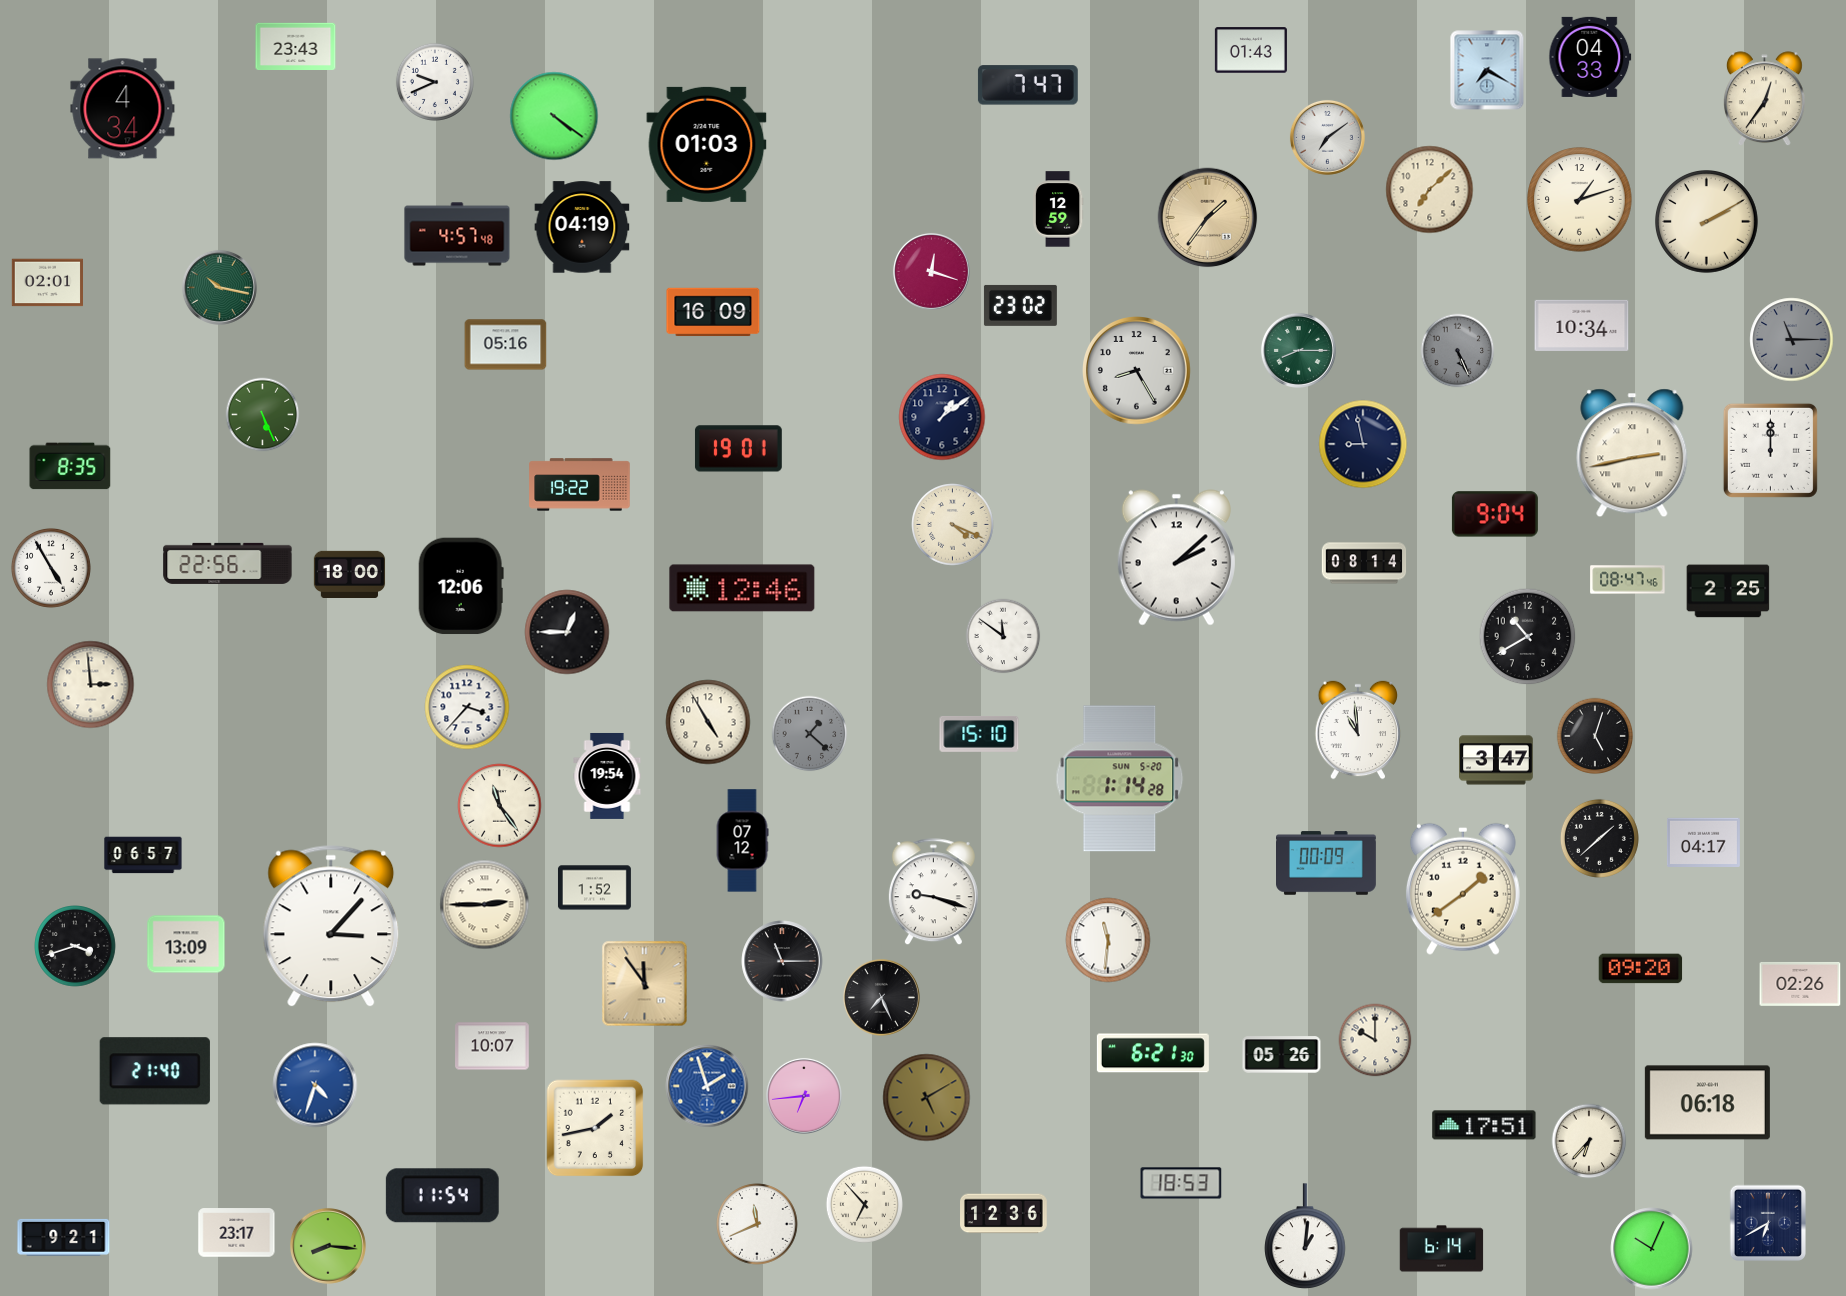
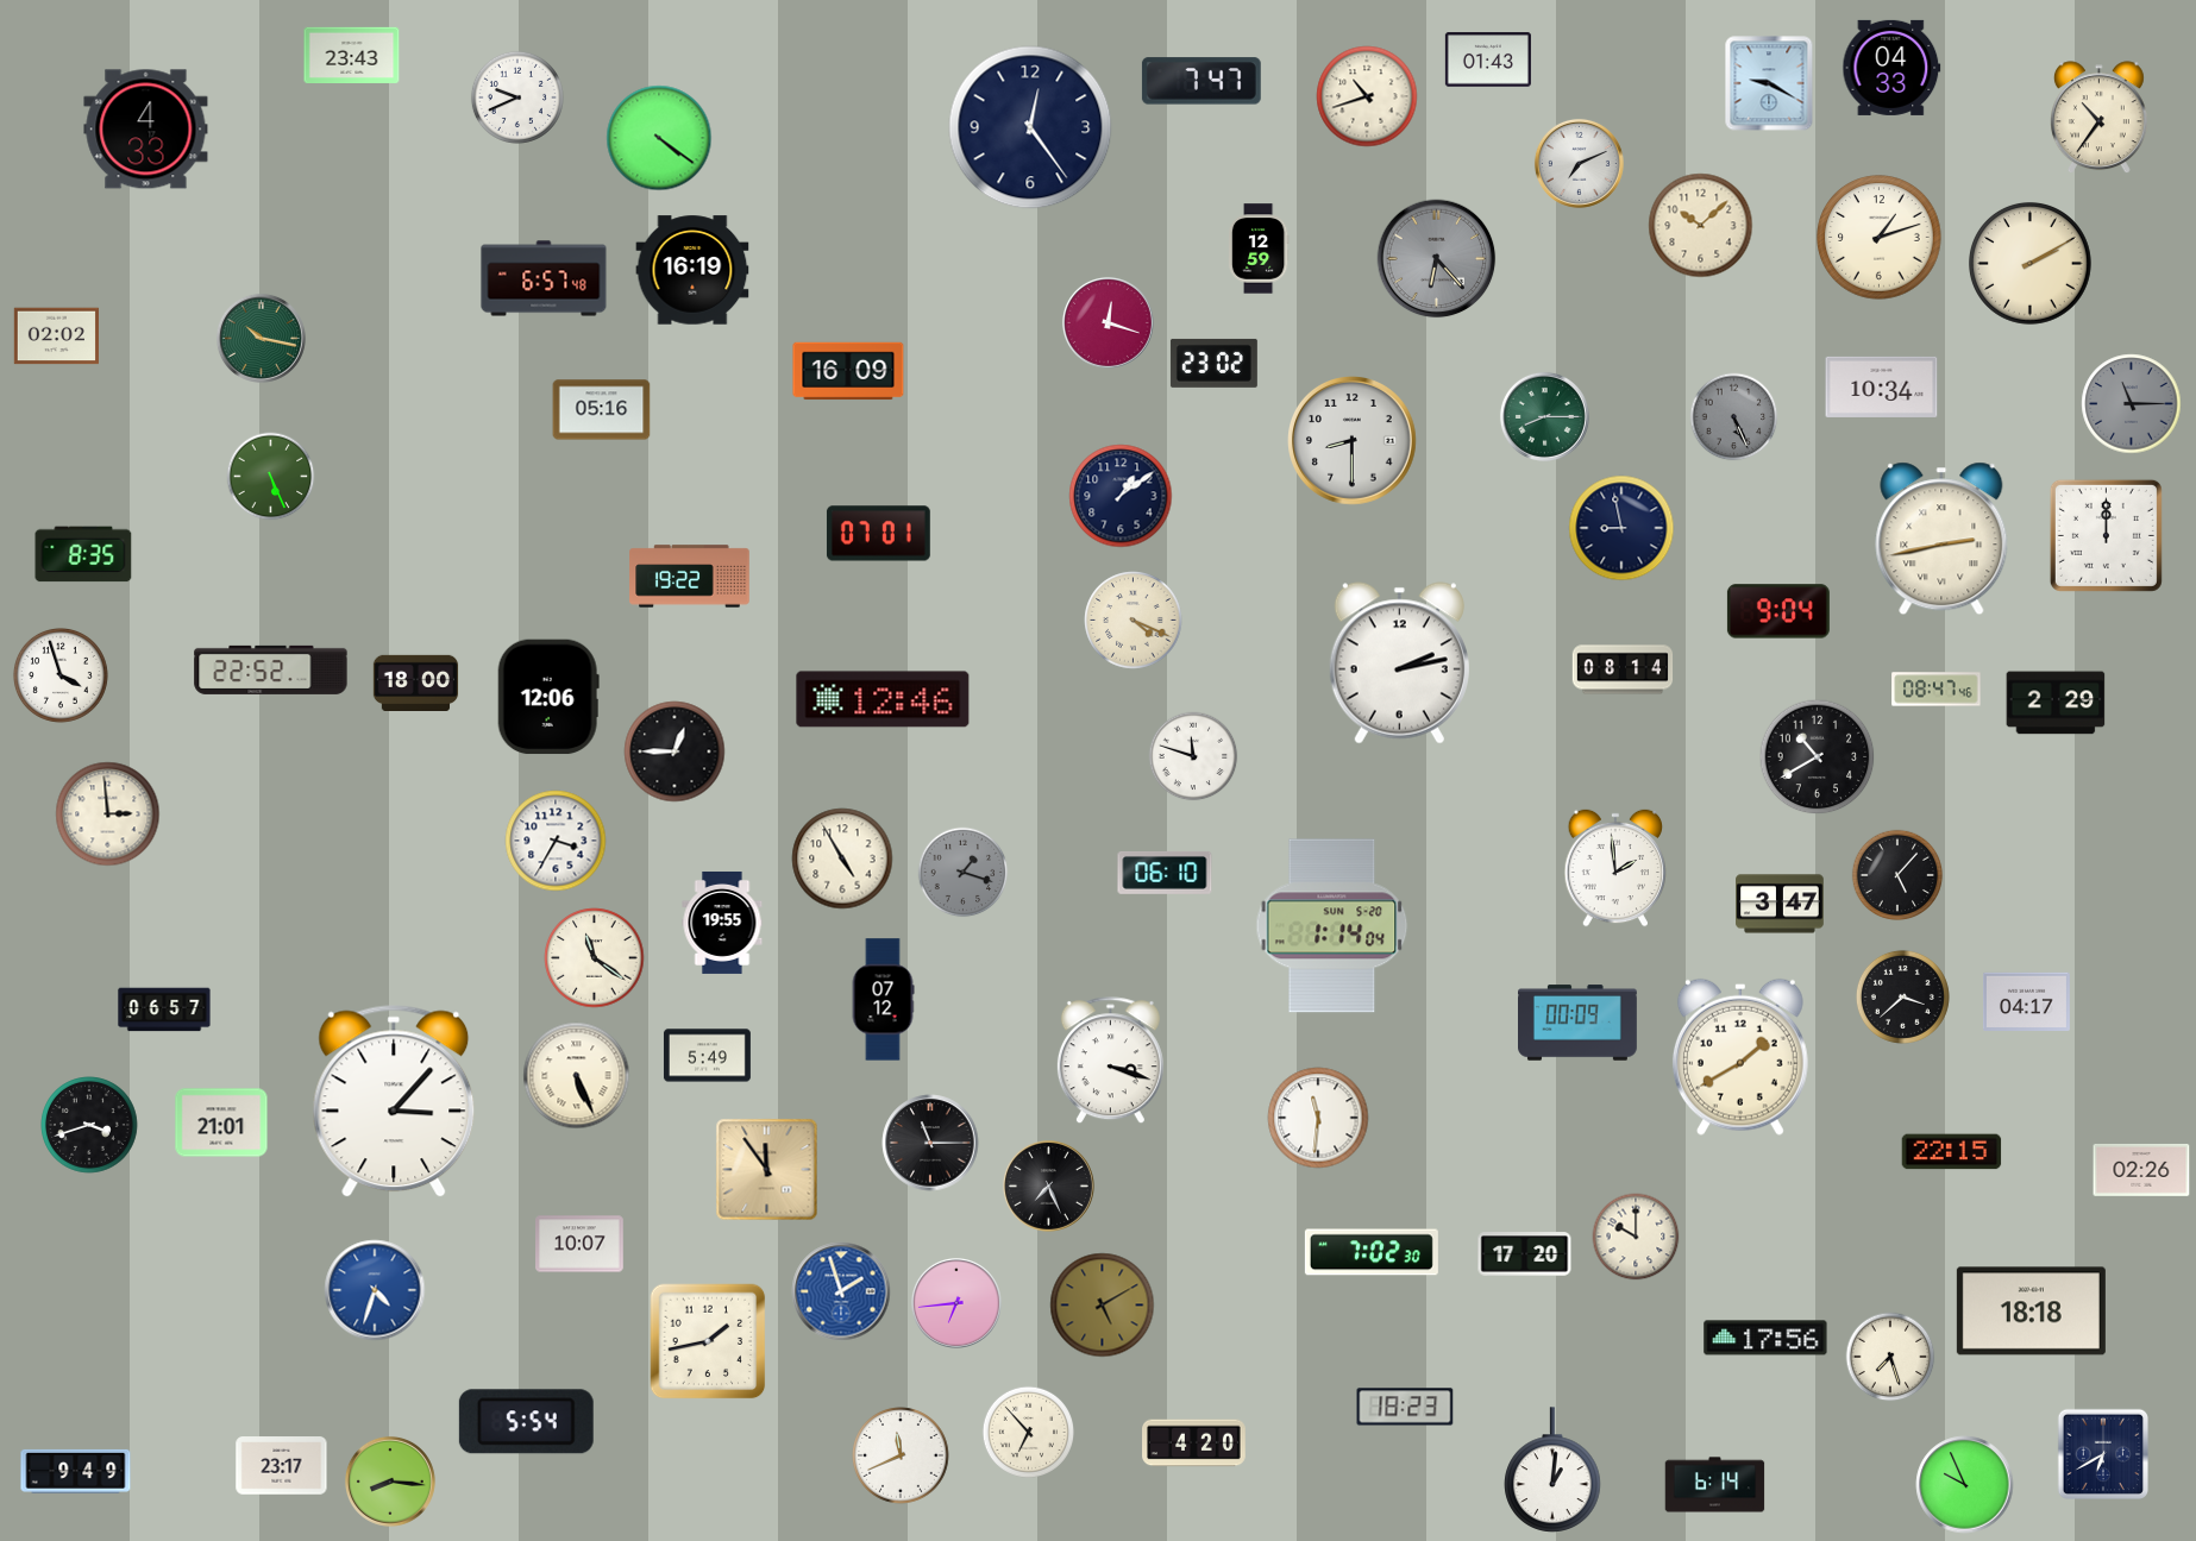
clock at (1487, 70): 7:20 -> 9:20
clock at (1367, 96): none -> 10:42
clock at (1028, 85) position: (1028, 85) -> (1201, 81)
clock at (1764, 99): 12:36 -> 10:36
clock at (1030, 127): none -> 12:24
clock at (123, 109): 4:34 -> 4:33
clock at (1327, 137): 7:09 -> 7:11
clock at (707, 144): 01:03 -> none
clock at (1430, 190): 7:08 -> 10:08
clock at (1208, 218): 1:36 -> 6:23
clock at (1208, 218) dial: champagne -> grey
clock at (582, 227): 04:19 -> 16:19
clock at (457, 234): 4:57 -> 6:57
clock at (47, 283): 02:01 -> 02:02
clock at (219, 287) position: (219, 287) -> (261, 338)
clock at (1137, 371): 8:25 -> 8:30
clock at (263, 415) position: (263, 415) -> (271, 477)
clock at (738, 449): 19:01 -> 07:01
clock at (953, 525) position: (953, 525) -> (1134, 621)
clock at (1176, 558): 2:08 -> 2:13
clock at (228, 563): 22:56 -> 22:52
clock at (51, 568): 4:55 -> 3:57
clock at (1728, 591): 2:25 -> 2:29
clock at (1003, 636): 11:51 -> 11:48
clock at (467, 707): 3:37 -> 3:35
clock at (1358, 730): 10:59 -> 1:59
clock at (810, 734): 1:22 -> 1:18
clock at (979, 734): 15:10 -> 06:10
clock at (1595, 736): 5:03 -> 5:07
clock at (607, 776): 19:54 -> 19:55
clock at (1120, 779): 1:14:28 -> 1:14:04
clock at (500, 806): 11:24 -> 11:21
clock at (1599, 838): 1:38 -> 3:38
clock at (143, 855) position: (143, 855) -> (164, 1009)
clock at (1327, 863) position: (1327, 863) -> (1579, 1023)
clock at (594, 888): 1:52 -> 5:49
clock at (1463, 889): 1:39 -> 1:40
clock at (933, 892): 9:18 -> 3:18
clock at (485, 905): 2:45 -> 5:26
clock at (186, 944): 13:09 -> 21:01
clock at (1641, 969): 09:20 -> 22:15
clock at (492, 1046) position: (492, 1046) -> (579, 1244)
clock at (1153, 1053): 6:21 -> 7:02
clock at (1282, 1055): 05:26 -> 17:20
clock at (155, 1071): 21:40 -> none
clock at (1707, 1103): 06:18 -> 18:18
clock at (1484, 1125): 17:51 -> 17:56
clock at (1589, 1141): 6:37 -> 7:27
clock at (1181, 1183): 18:53 -> 18:23
clock at (442, 1196): 11:54 -> 5:54
clock at (1004, 1214): 12:36 -> 4:20
clock at (64, 1237): 9:21 -> 9:49
clock at (1652, 1249): 10:04 -> 9:56
